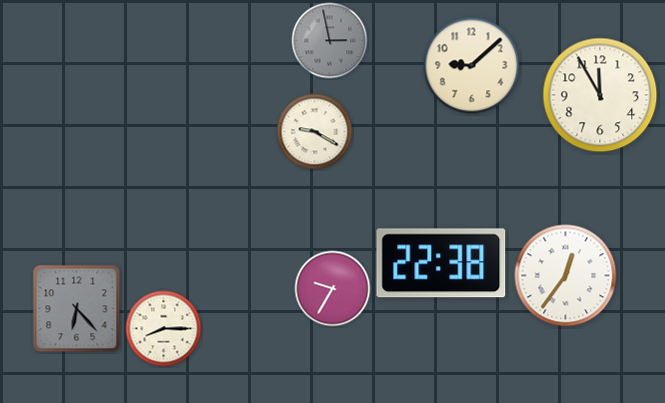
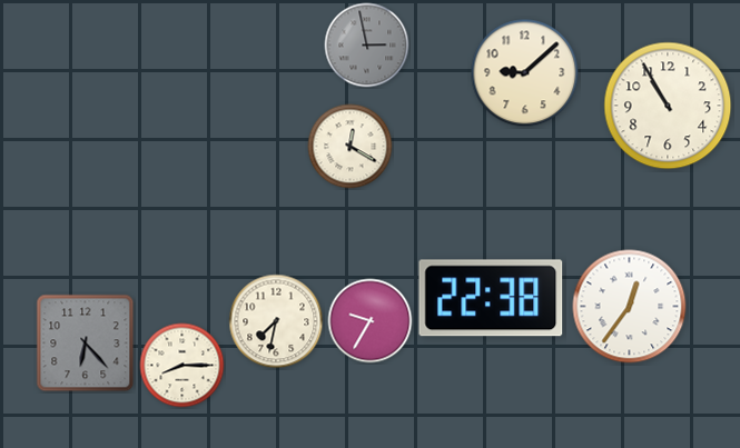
clock at (600, 95): 11:55 -> 10:55
clock at (315, 132): 9:20 -> 12:20
clock at (441, 263) position: (441, 263) -> (491, 298)
clock at (276, 321): none -> 7:32
